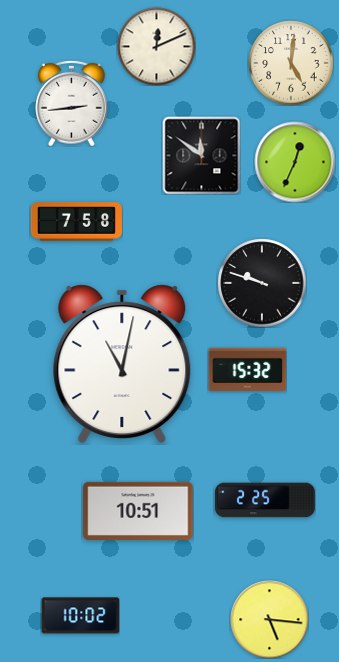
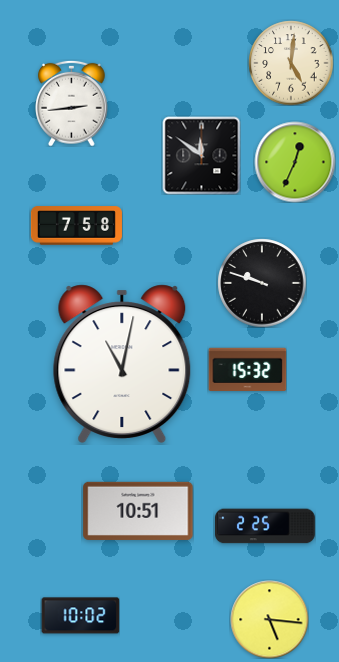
clock at (156, 46): 12:11 -> none
clock at (76, 222) position: (76, 222) -> (76, 226)
clock at (266, 500) position: (266, 500) -> (266, 526)
